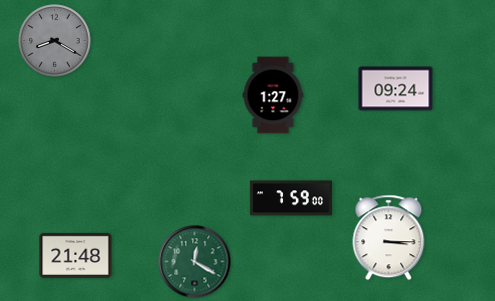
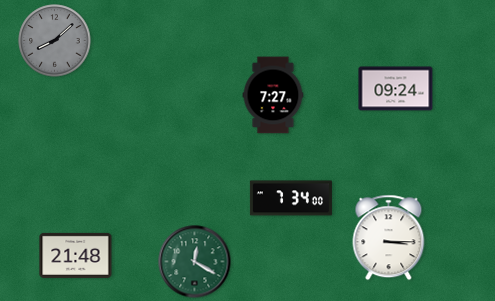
clock at (55, 41): 8:20 -> 8:08
clock at (273, 95): 1:27 -> 7:27
clock at (291, 198): 7:59 -> 7:34
